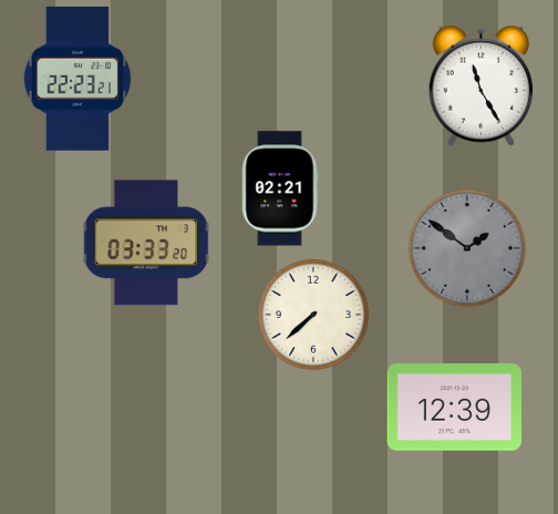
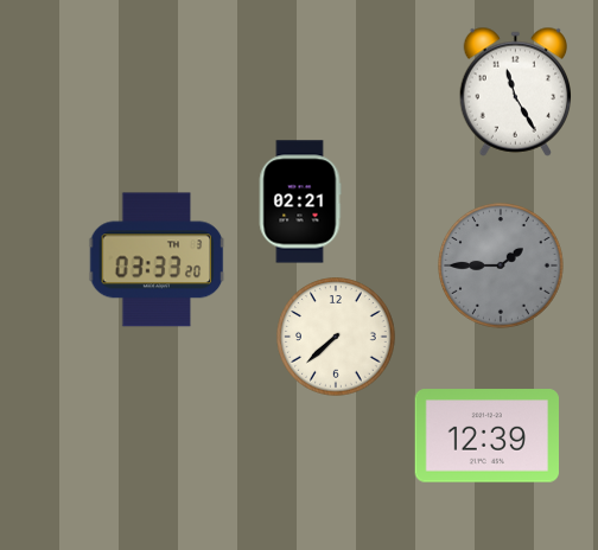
clock at (77, 79): 22:23 -> none
clock at (467, 248): 1:51 -> 1:45
